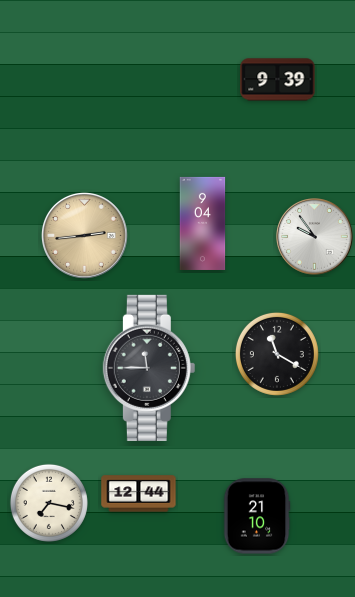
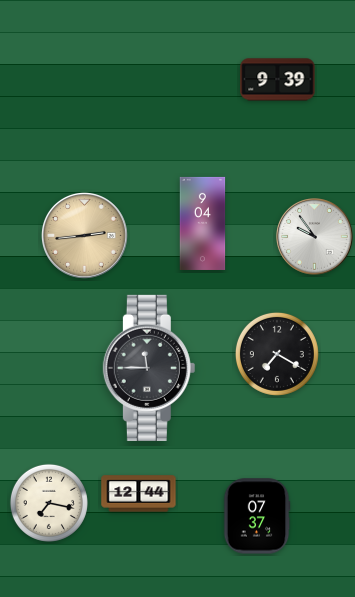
clock at (277, 354): 11:20 -> 7:20
clock at (257, 516): 21:10 -> 07:37
